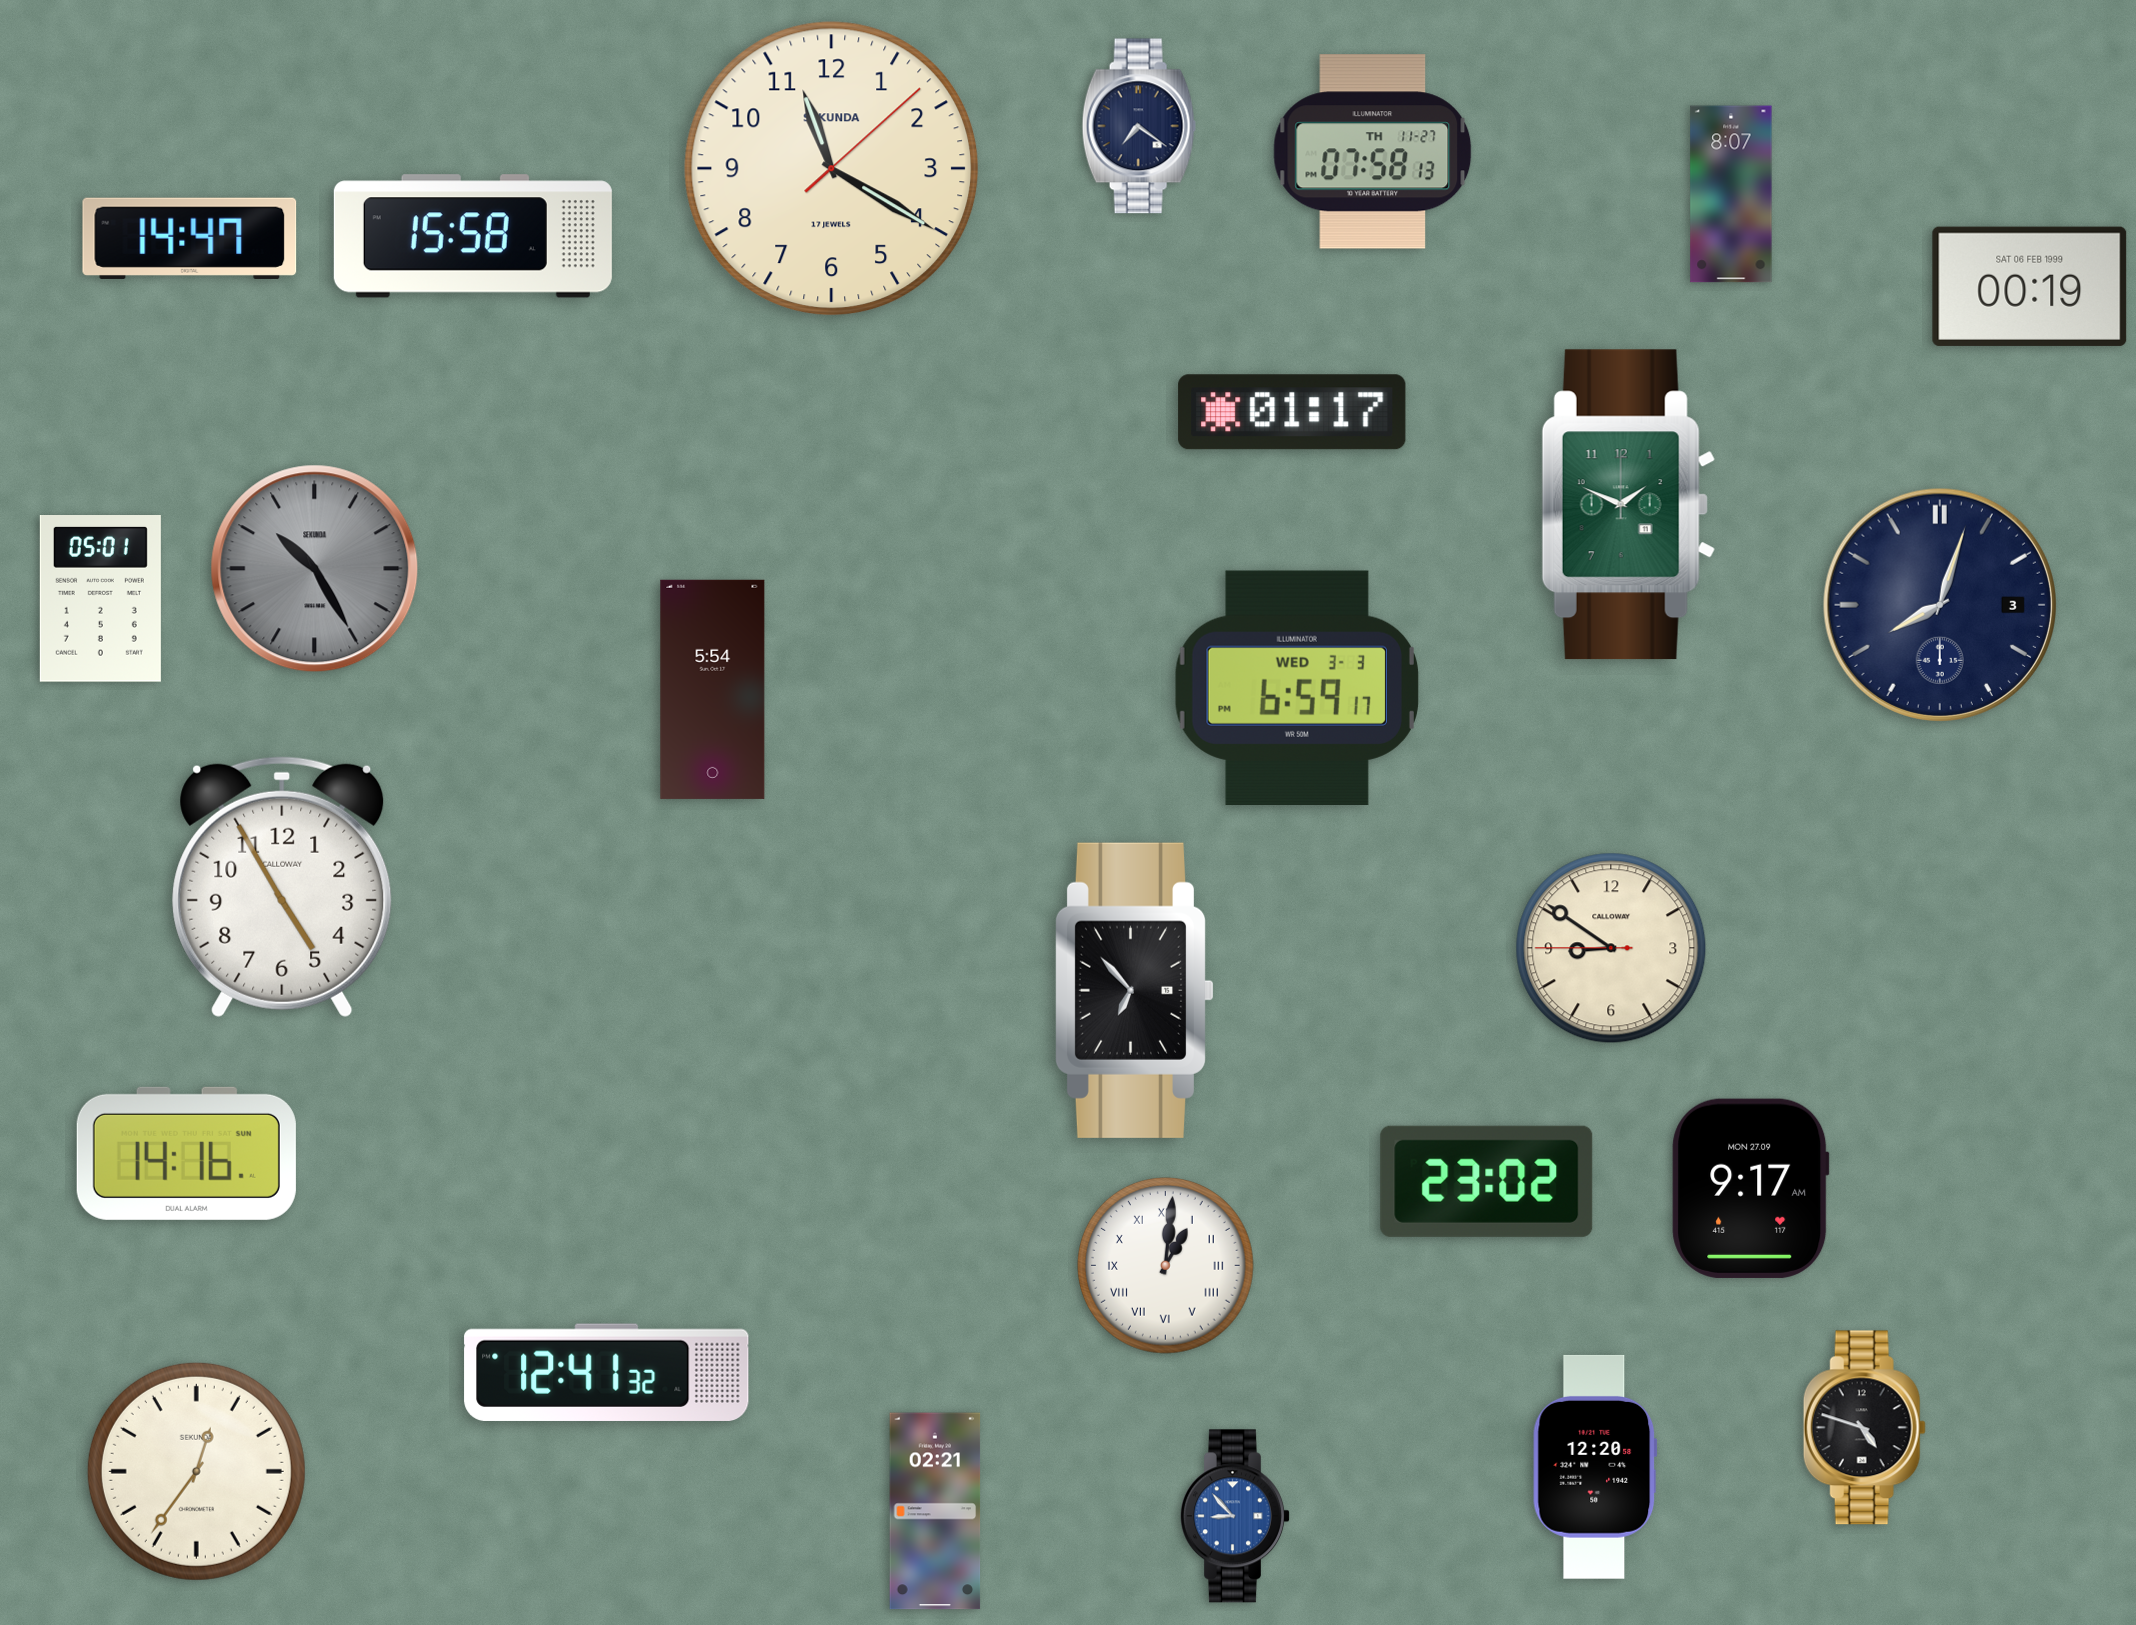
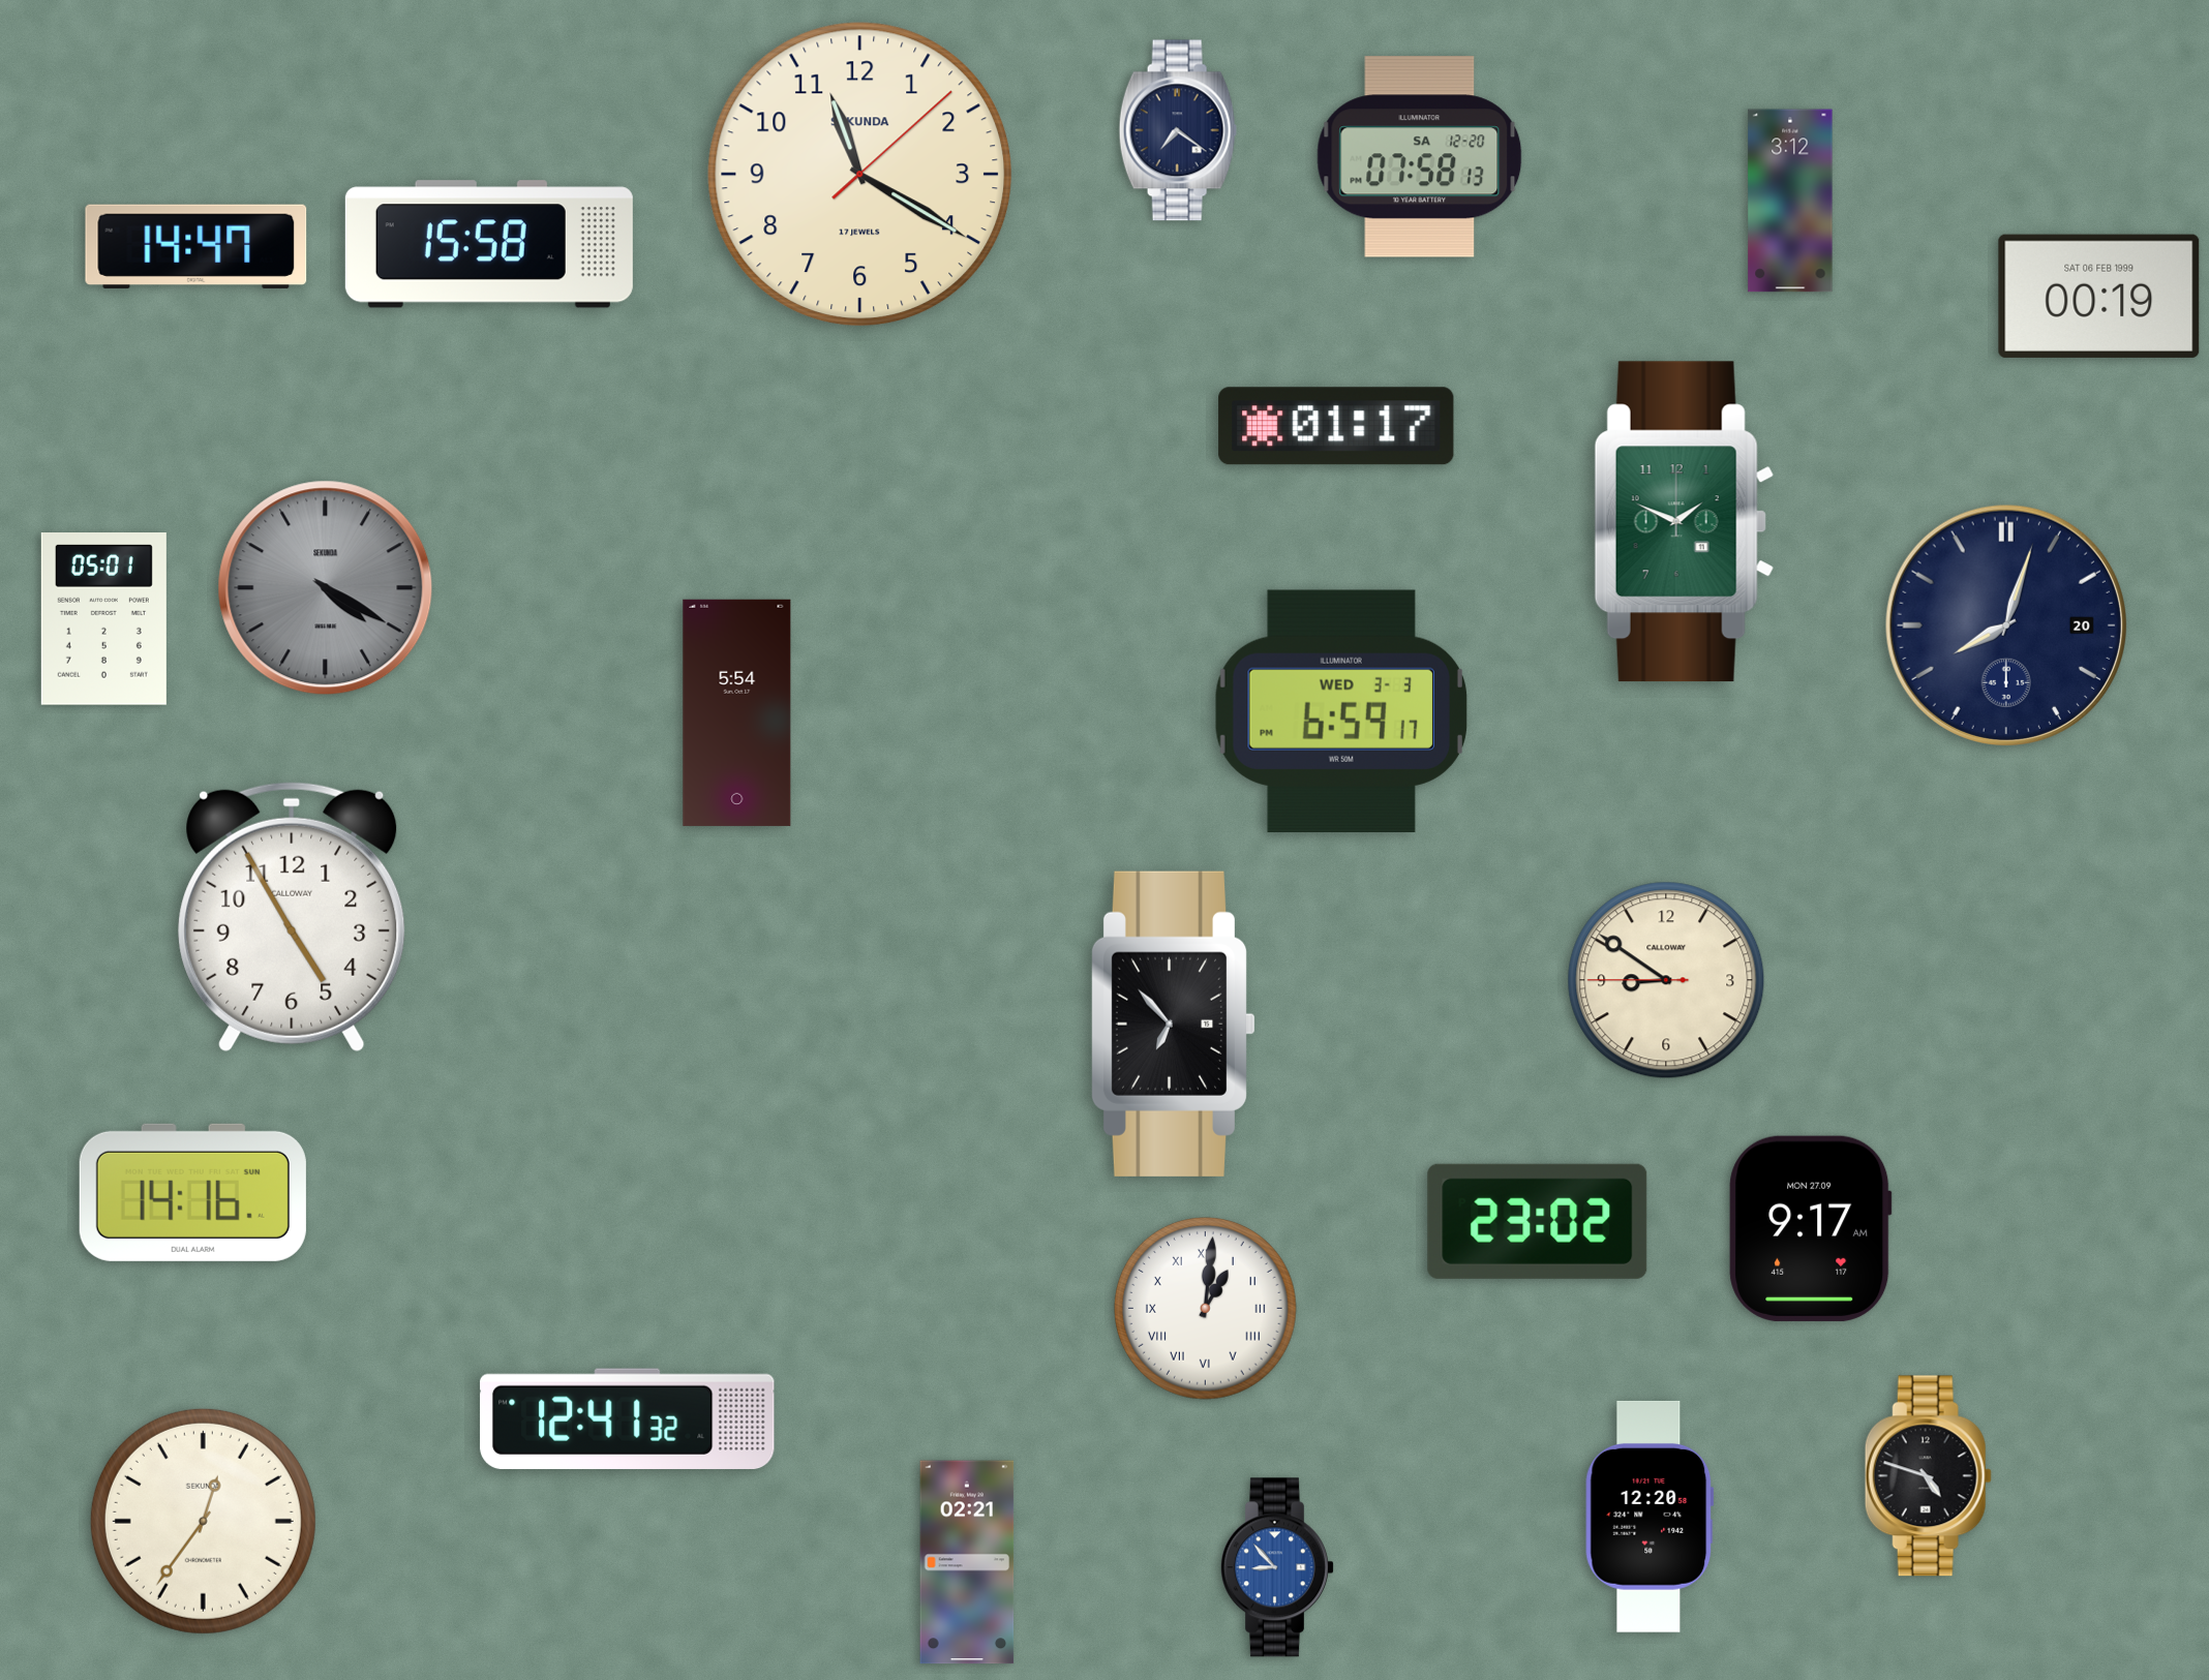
clock at (1373, 152) date: TH 11-27 -> SA 12-20
clock at (1731, 194): 8:07 -> 3:12
clock at (315, 569): 10:25 -> 4:20
clock at (1940, 605) date: 3 -> 20
